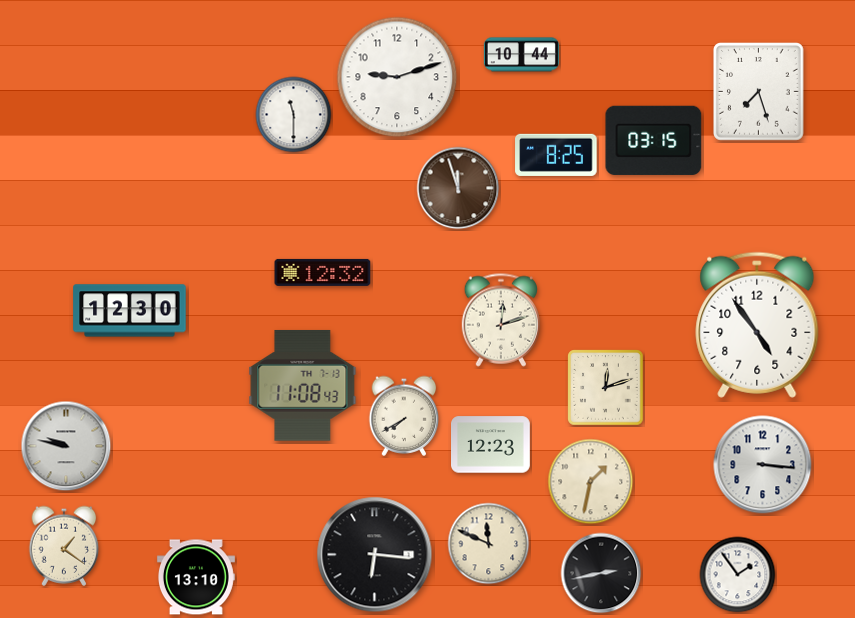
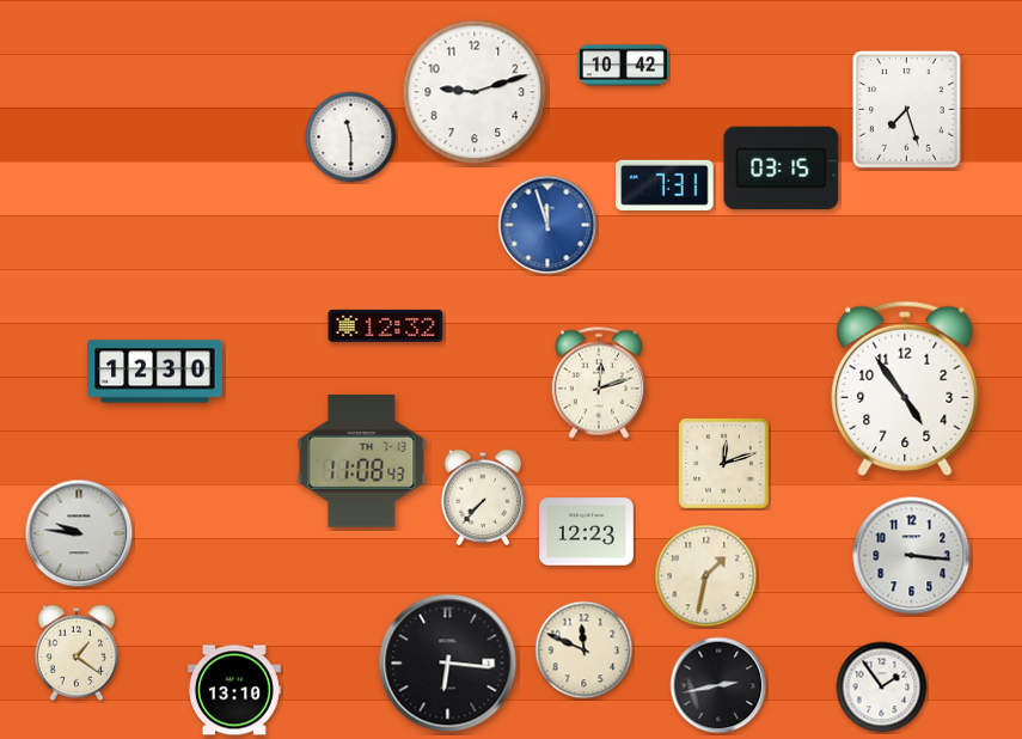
clock at (521, 55): 10:44 -> 10:42
clock at (556, 155): 8:25 -> 7:31
clock at (458, 188) dial: brown -> blue
clock at (404, 416): 7:40 -> 7:37
clock at (66, 446): 9:47 -> 9:46
